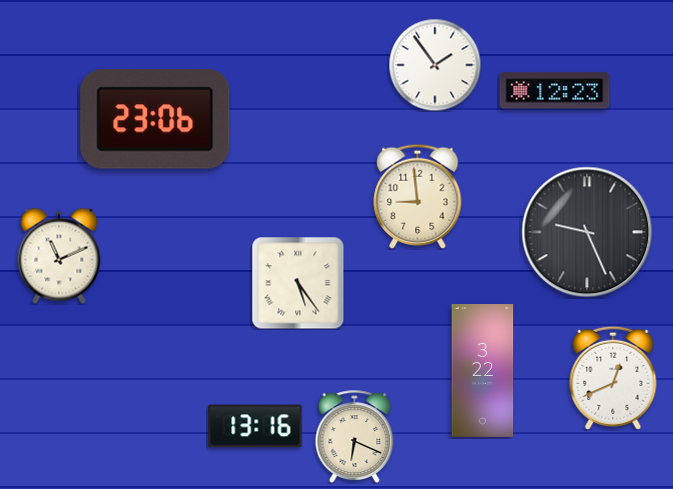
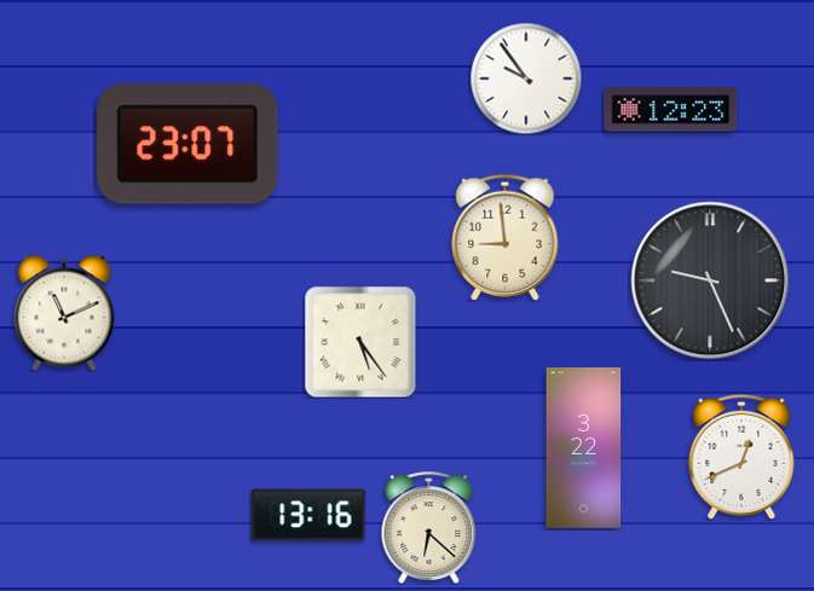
clock at (435, 65): 1:54 -> 9:54
clock at (155, 119): 23:06 -> 23:07
clock at (59, 256) position: (59, 256) -> (64, 313)
clock at (355, 436): 6:19 -> 6:22
